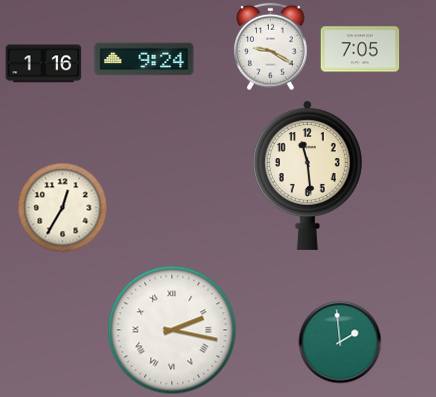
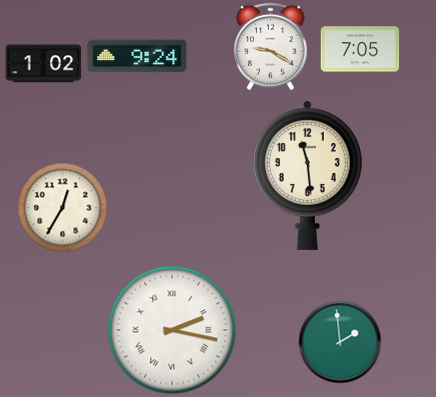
clock at (144, 59) position: (144, 59) -> (137, 56)
clock at (44, 64): 1:16 -> 1:02
